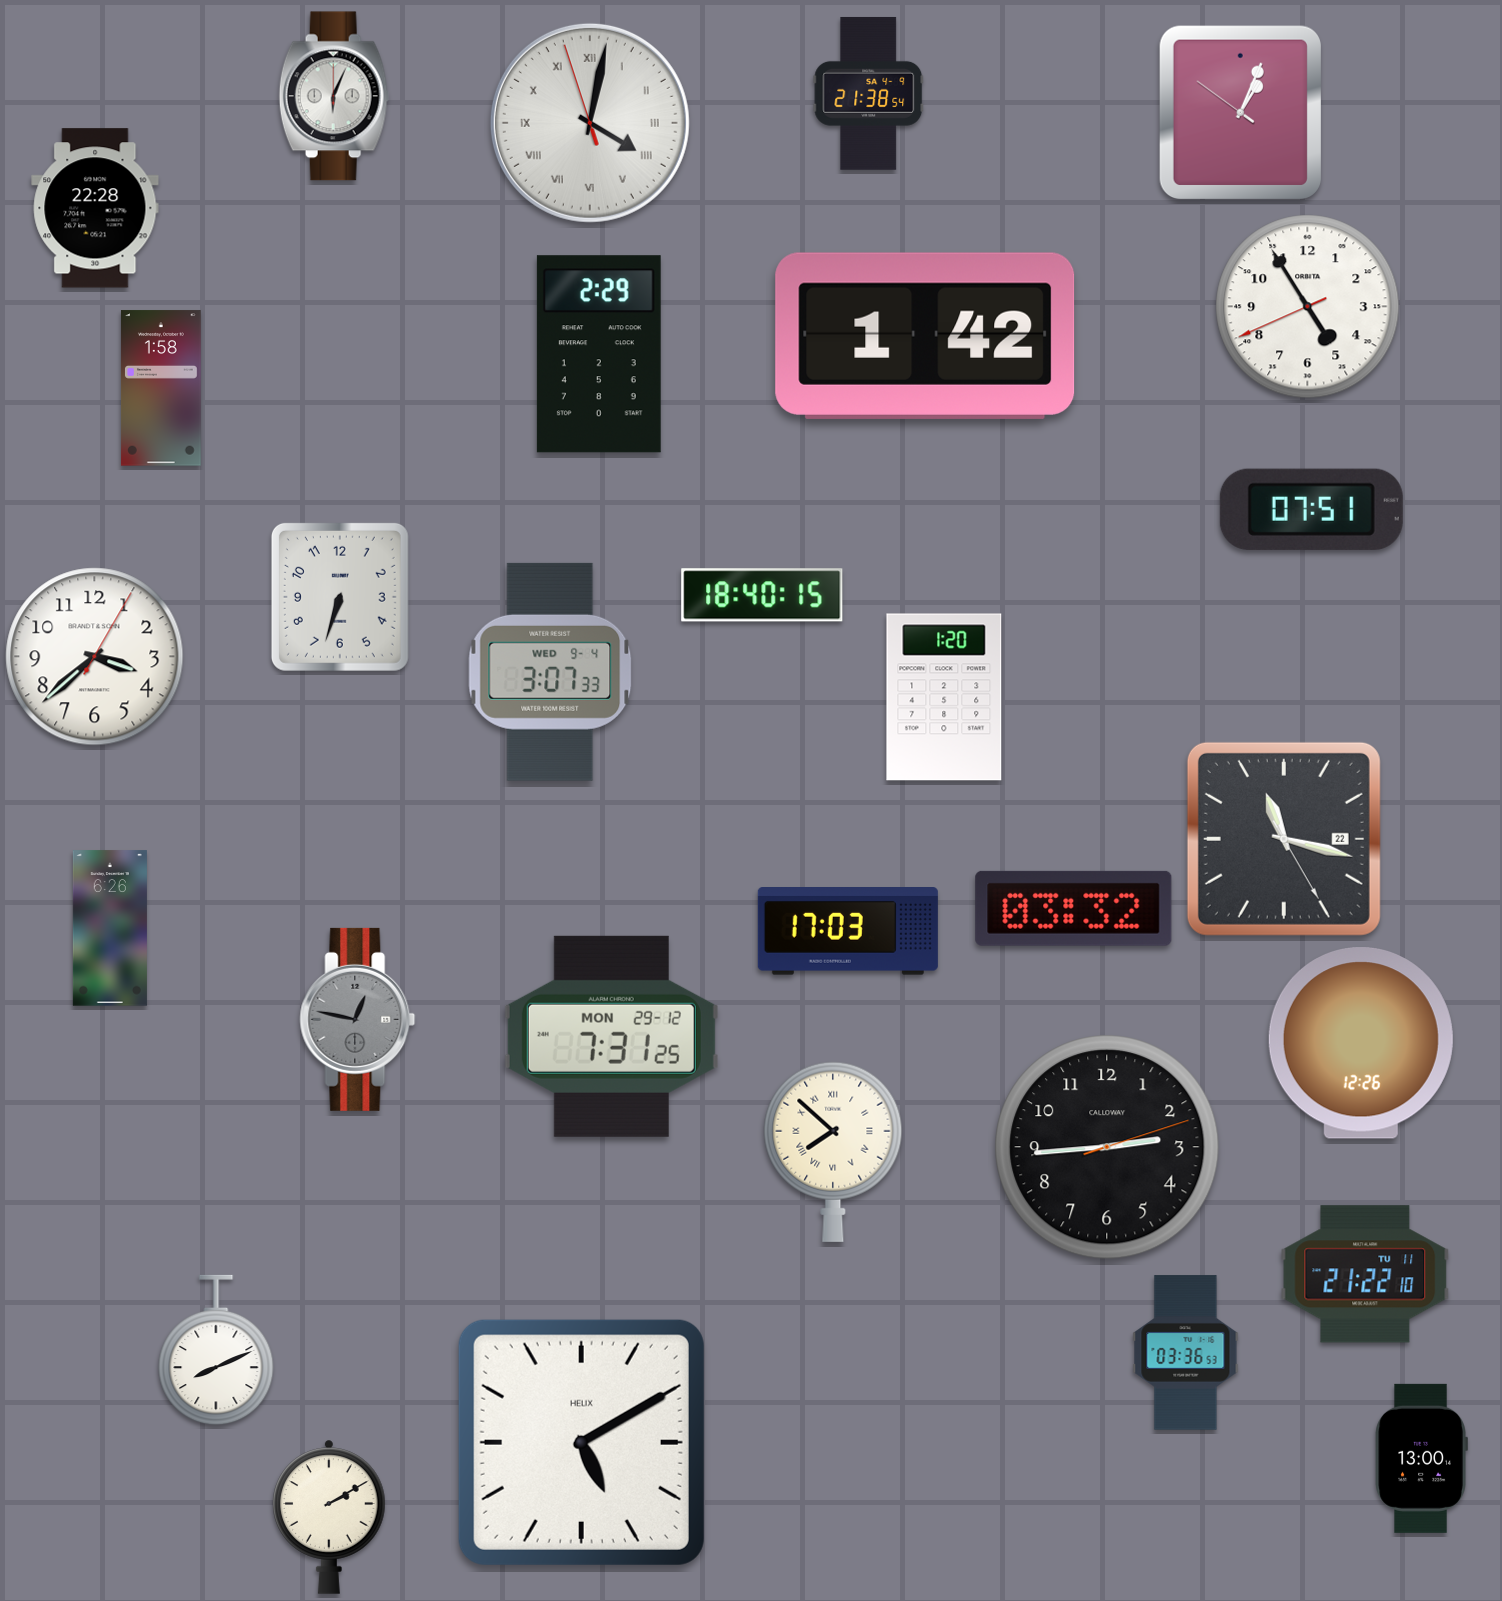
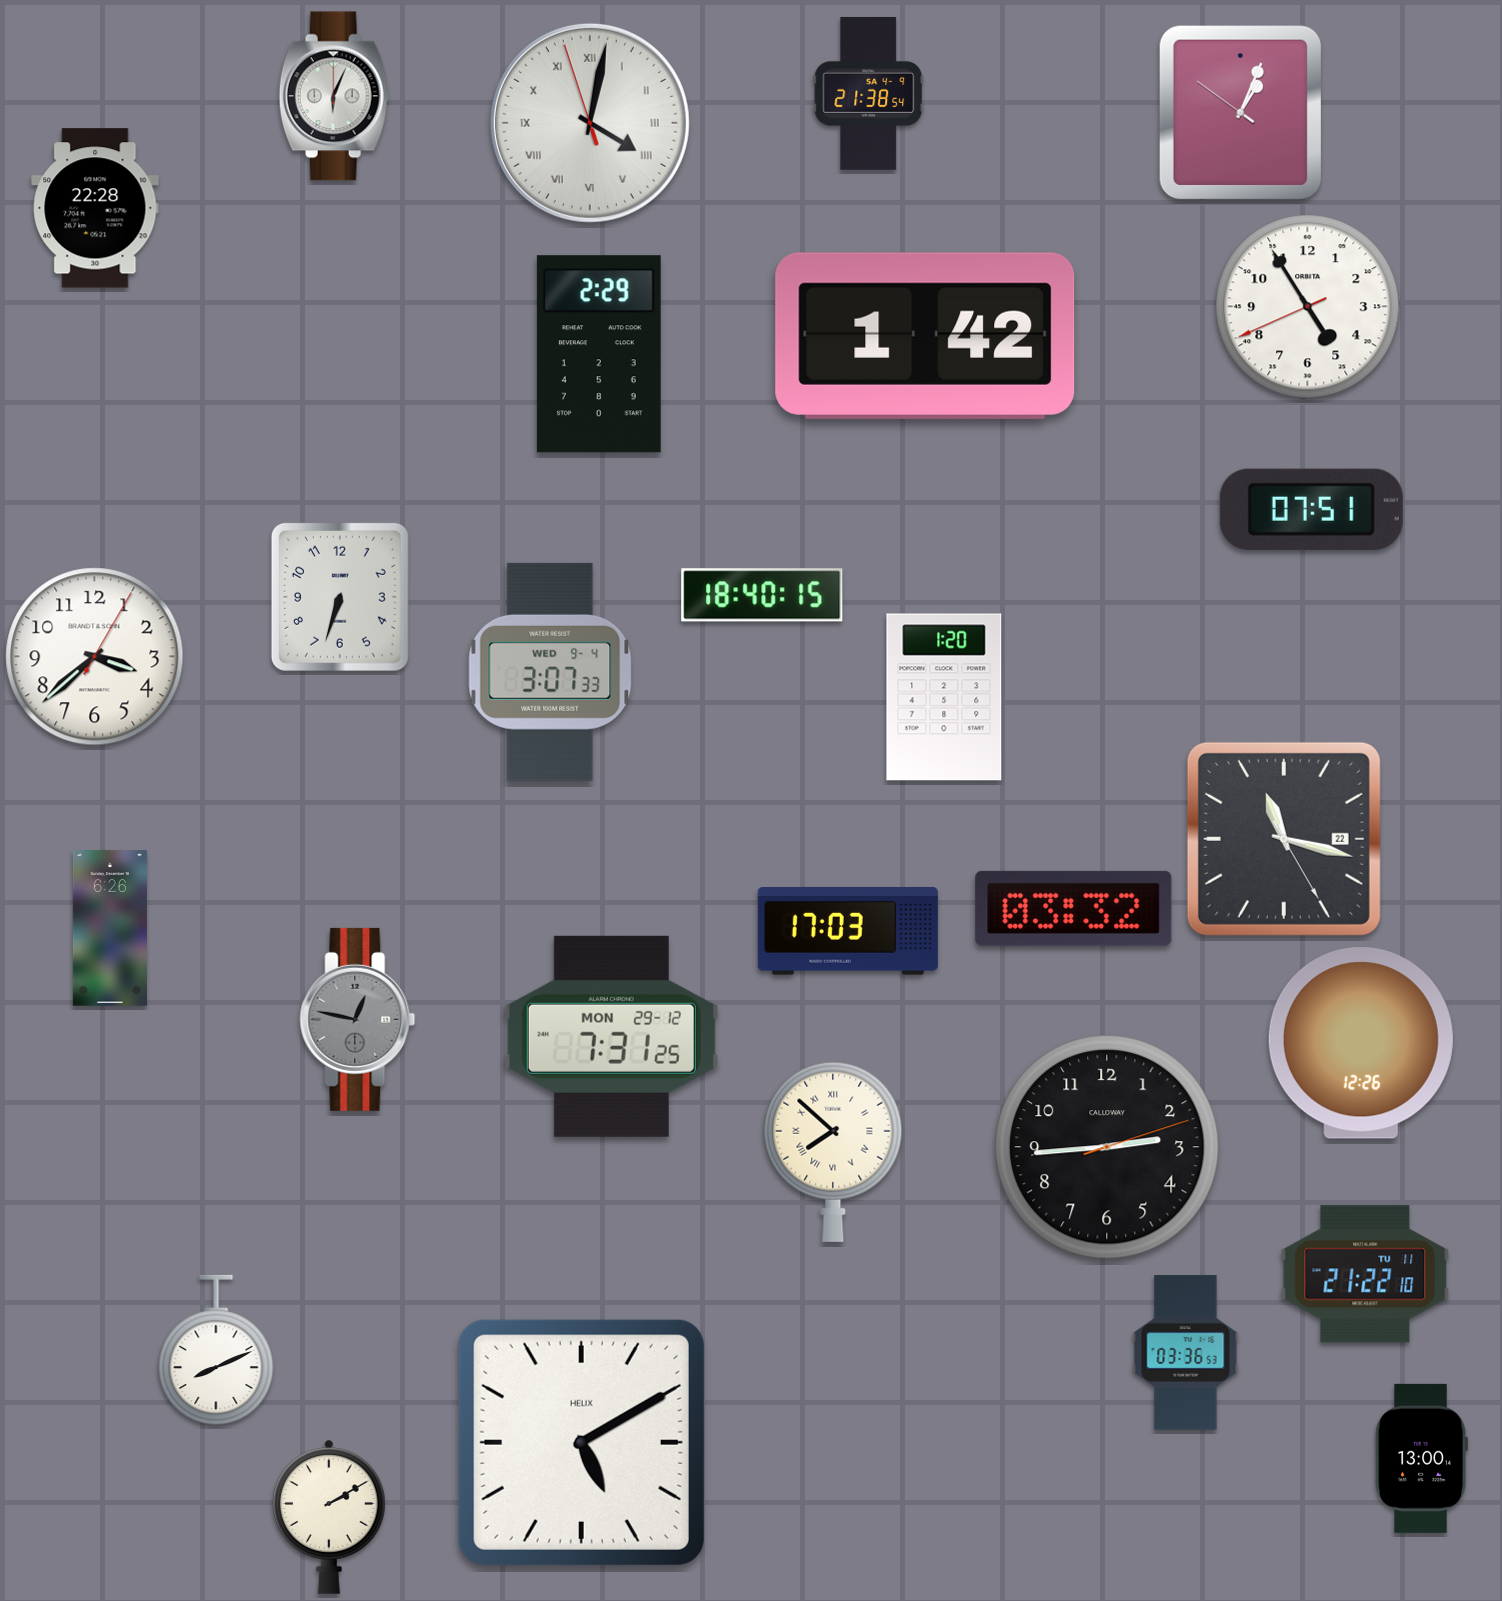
clock at (161, 388): 1:58 -> none
